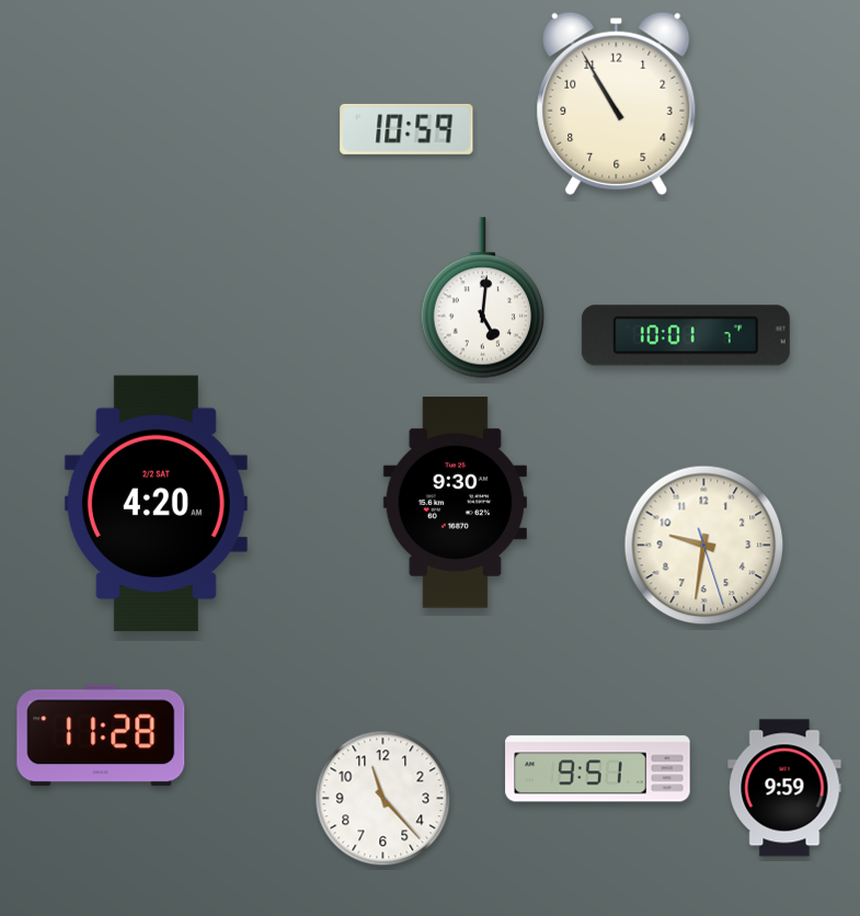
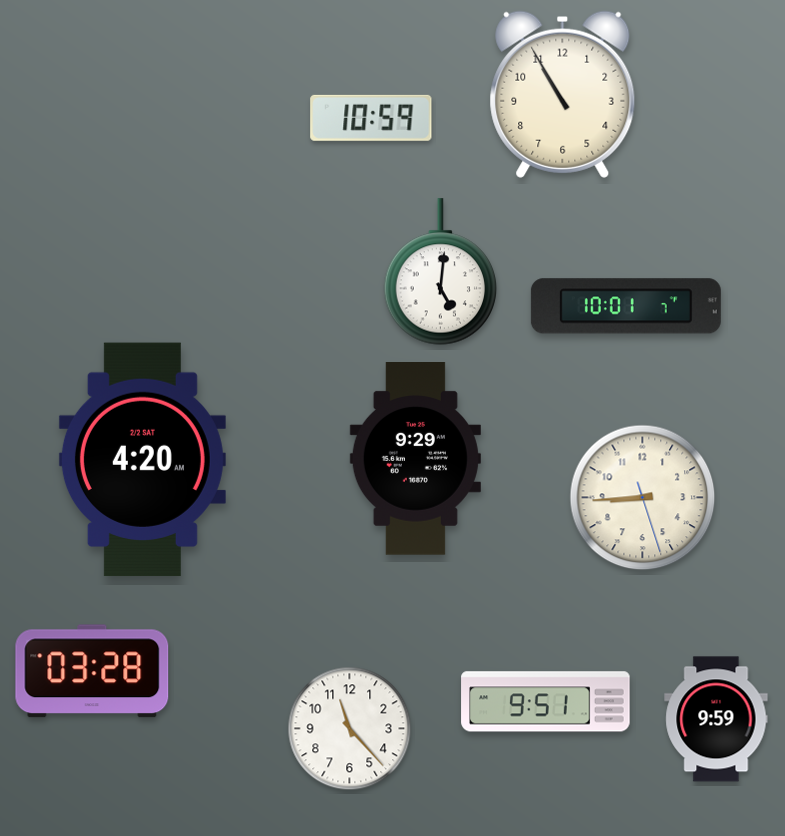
clock at (455, 503): 9:30 -> 9:29
clock at (704, 546): 9:31 -> 8:44
clock at (101, 735): 11:28 -> 03:28
